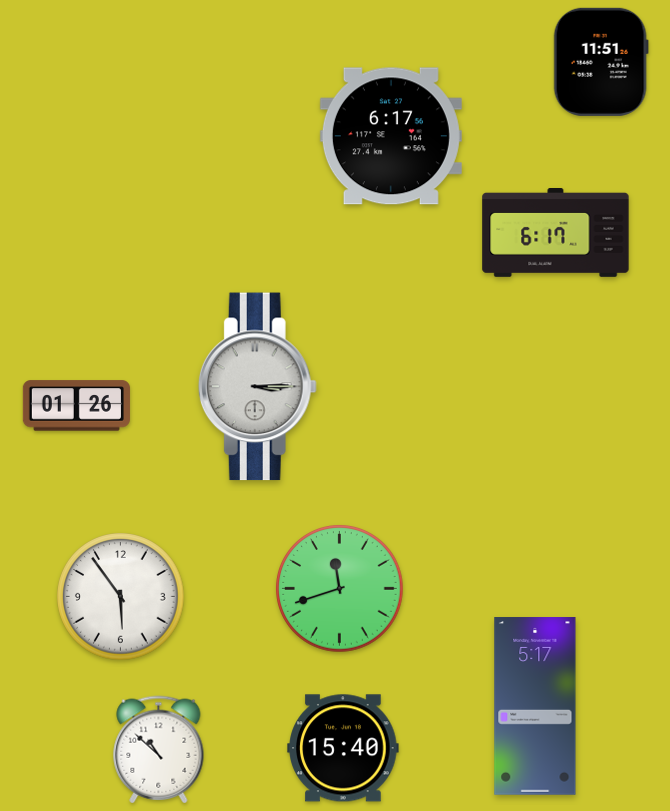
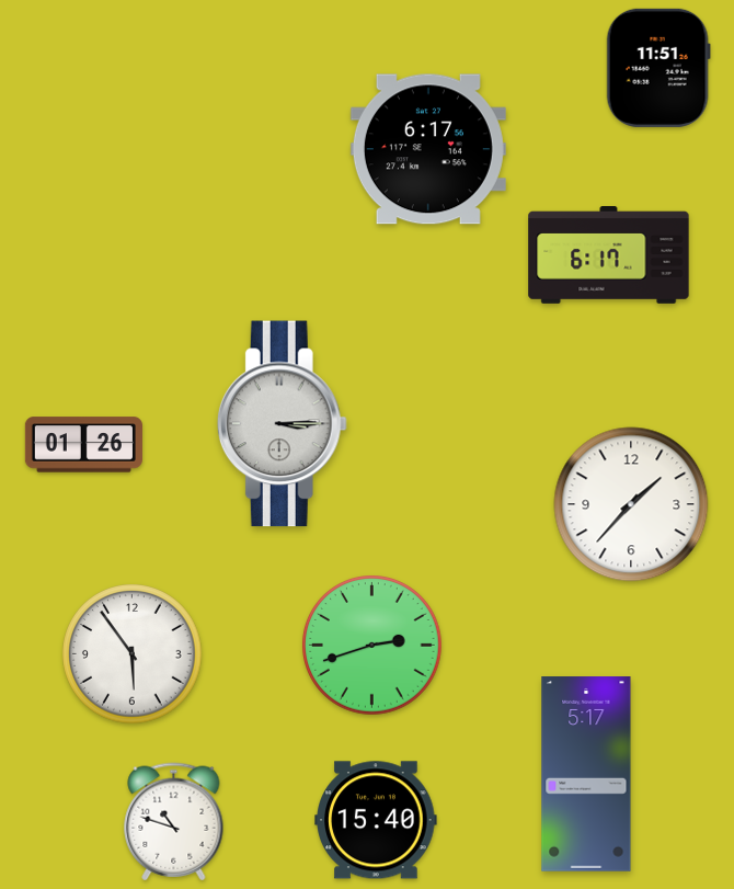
clock at (631, 504): none -> 1:37
clock at (340, 589): 11:42 -> 2:42
clock at (159, 750): 10:52 -> 10:48
